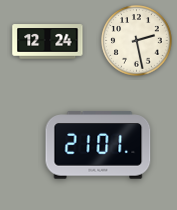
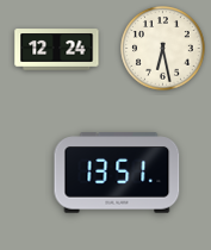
clock at (137, 41): 2:28 -> 6:28
clock at (98, 145): 21:01 -> 13:51
